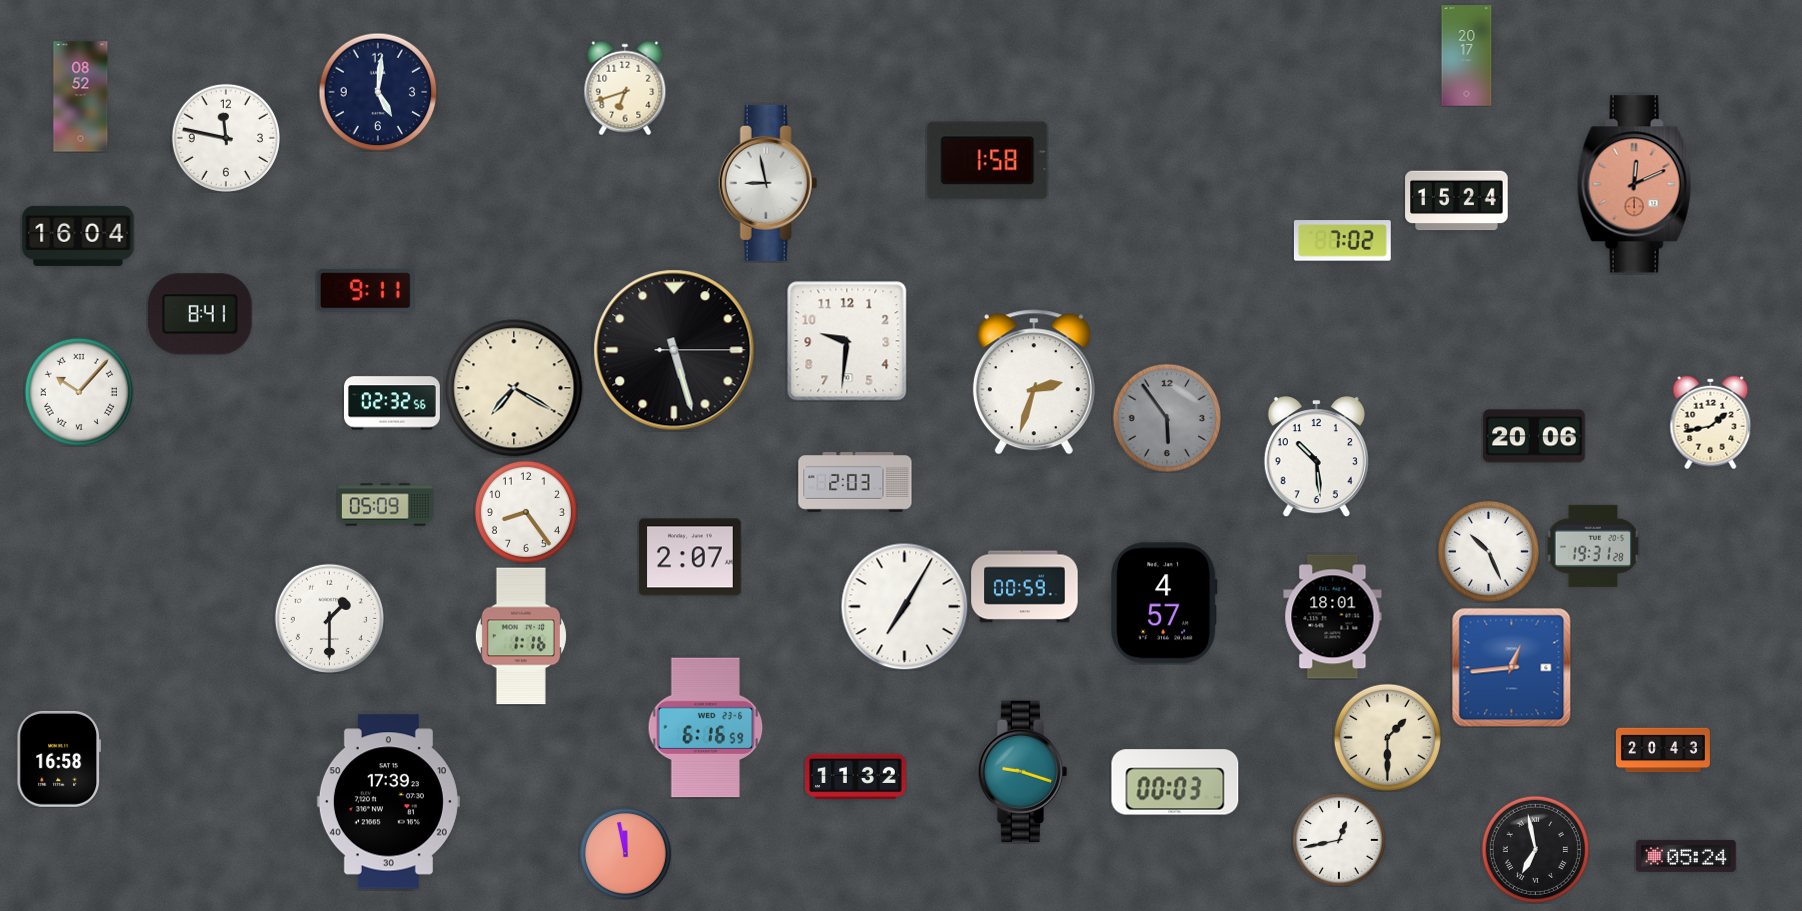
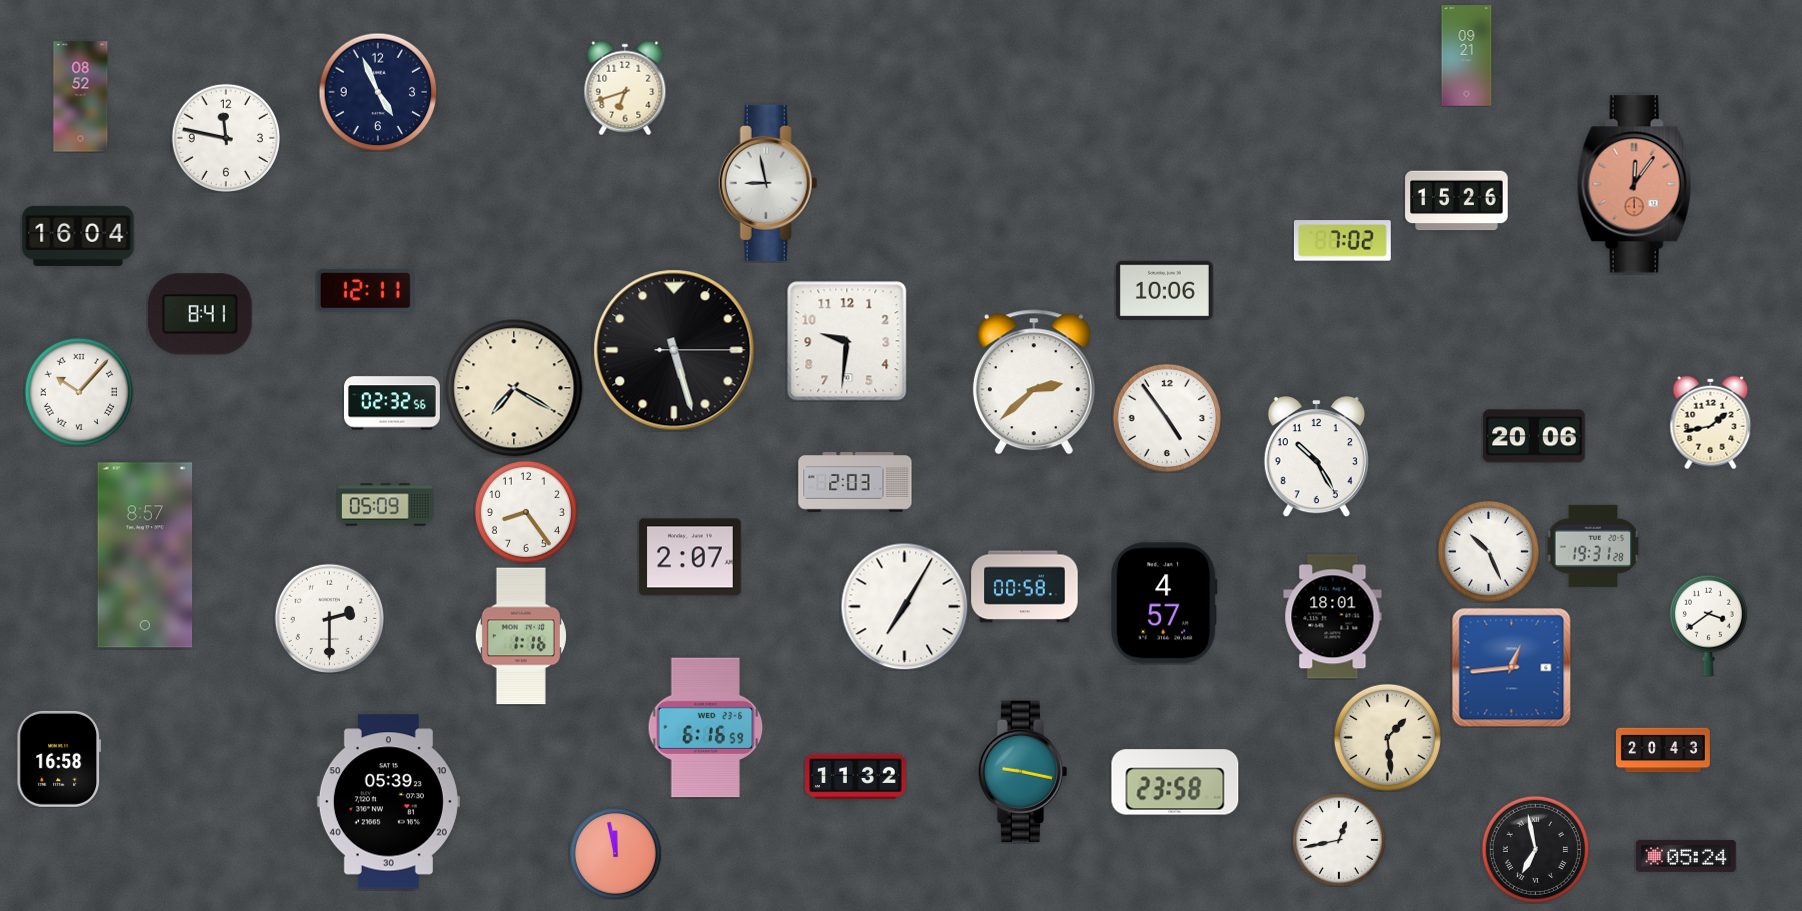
clock at (1467, 56): 20:17 -> 09:21
clock at (378, 92): 5:01 -> 4:56
clock at (988, 161): 1:58 -> none
clock at (1635, 184): 12:11 -> 12:06
clock at (1457, 201): 15:24 -> 15:26
clock at (365, 291): 9:11 -> 12:11
clock at (1164, 291): none -> 10:06
clock at (1034, 382): 2:33 -> 2:38
clock at (1167, 418): 5:54 -> 4:54
clock at (1167, 418) dial: grey -> white
clock at (1316, 457): 10:29 -> 10:25
clock at (145, 555): none -> 8:57
clock at (1025, 587): 00:59 -> 00:58
clock at (329, 618): 1:30 -> 2:30
clock at (1708, 625): none -> 3:39
clock at (1387, 737): 1:30 -> 1:29
clock at (1023, 772): 9:18 -> 9:17
clock at (1175, 782): 00:03 -> 23:58
clock at (388, 802): 17:39 -> 05:39
clock at (625, 853) position: (625, 853) -> (615, 853)
